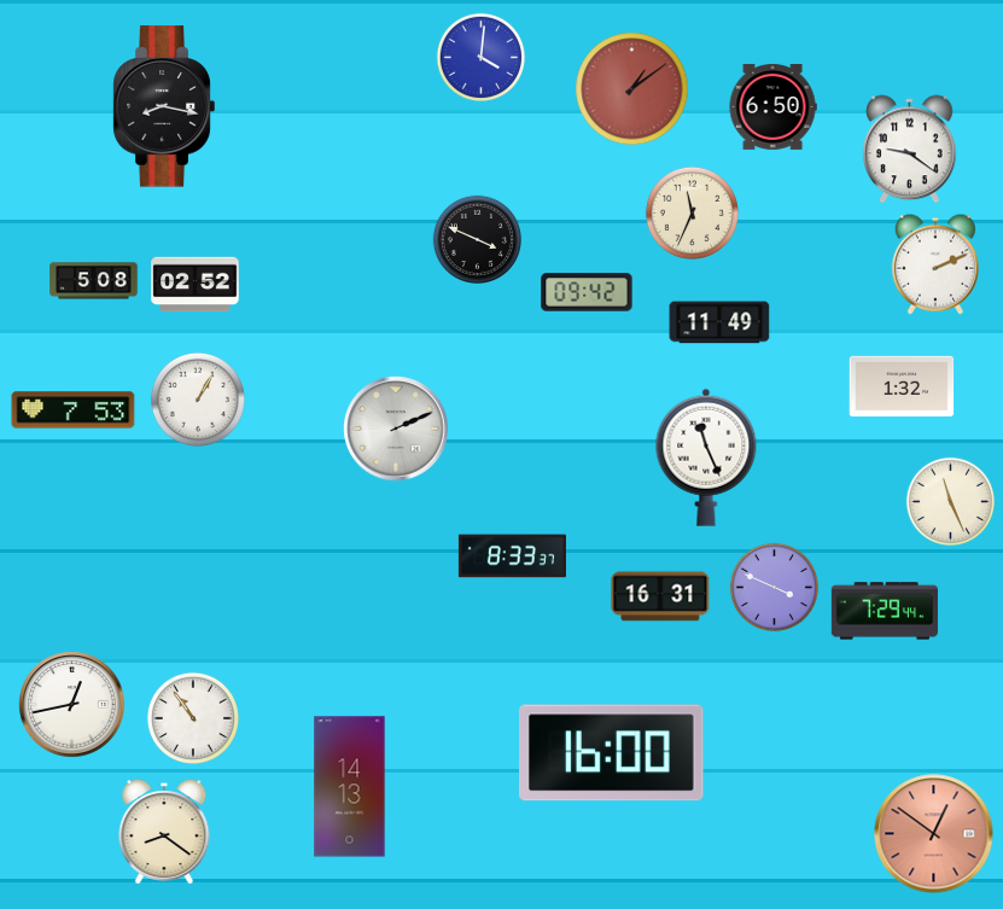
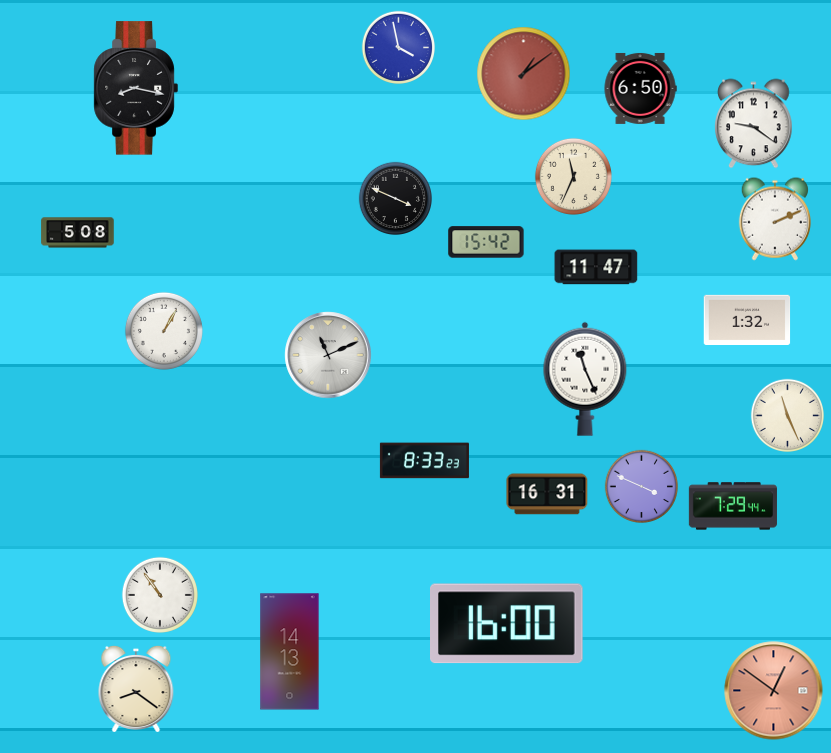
clock at (482, 58): 4:01 -> 3:58
clock at (196, 285): 02:52 -> none
clock at (587, 292): 09:42 -> 15:42
clock at (719, 322): 11:49 -> 11:47
clock at (74, 410): 7:53 -> none
clock at (396, 429): 2:11 -> 11:11
clock at (512, 557): 8:33:37 -> 8:33:23
clock at (72, 705): 12:43 -> none
